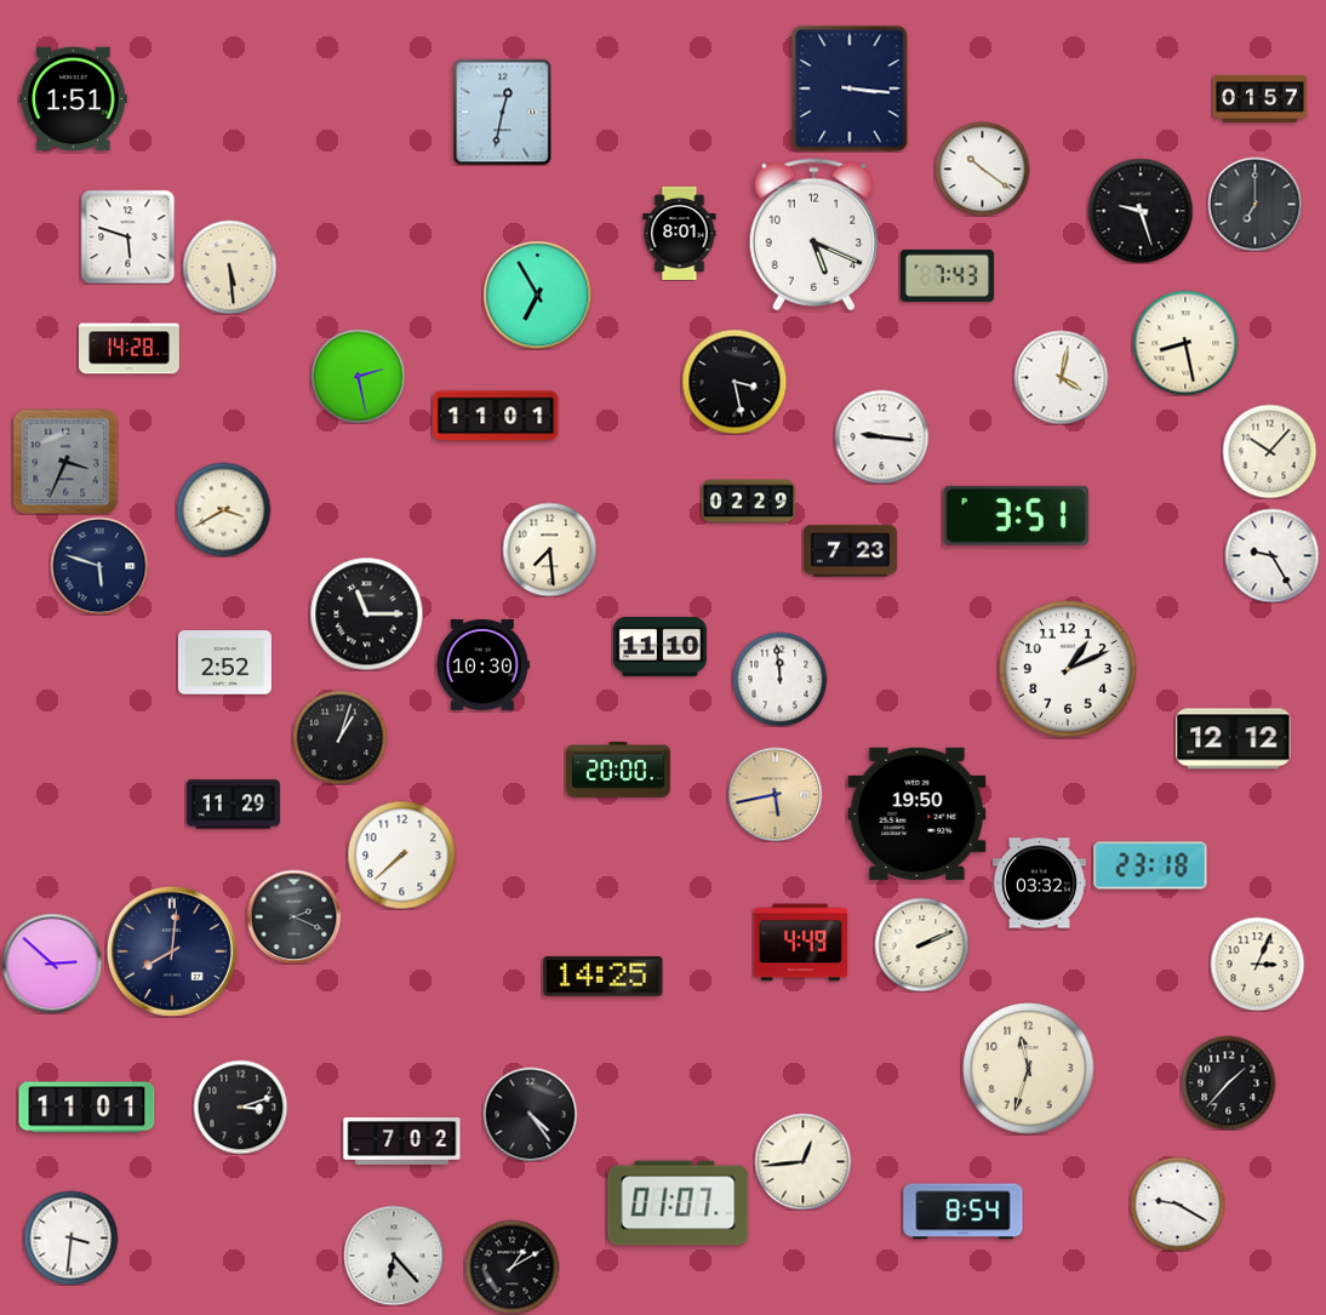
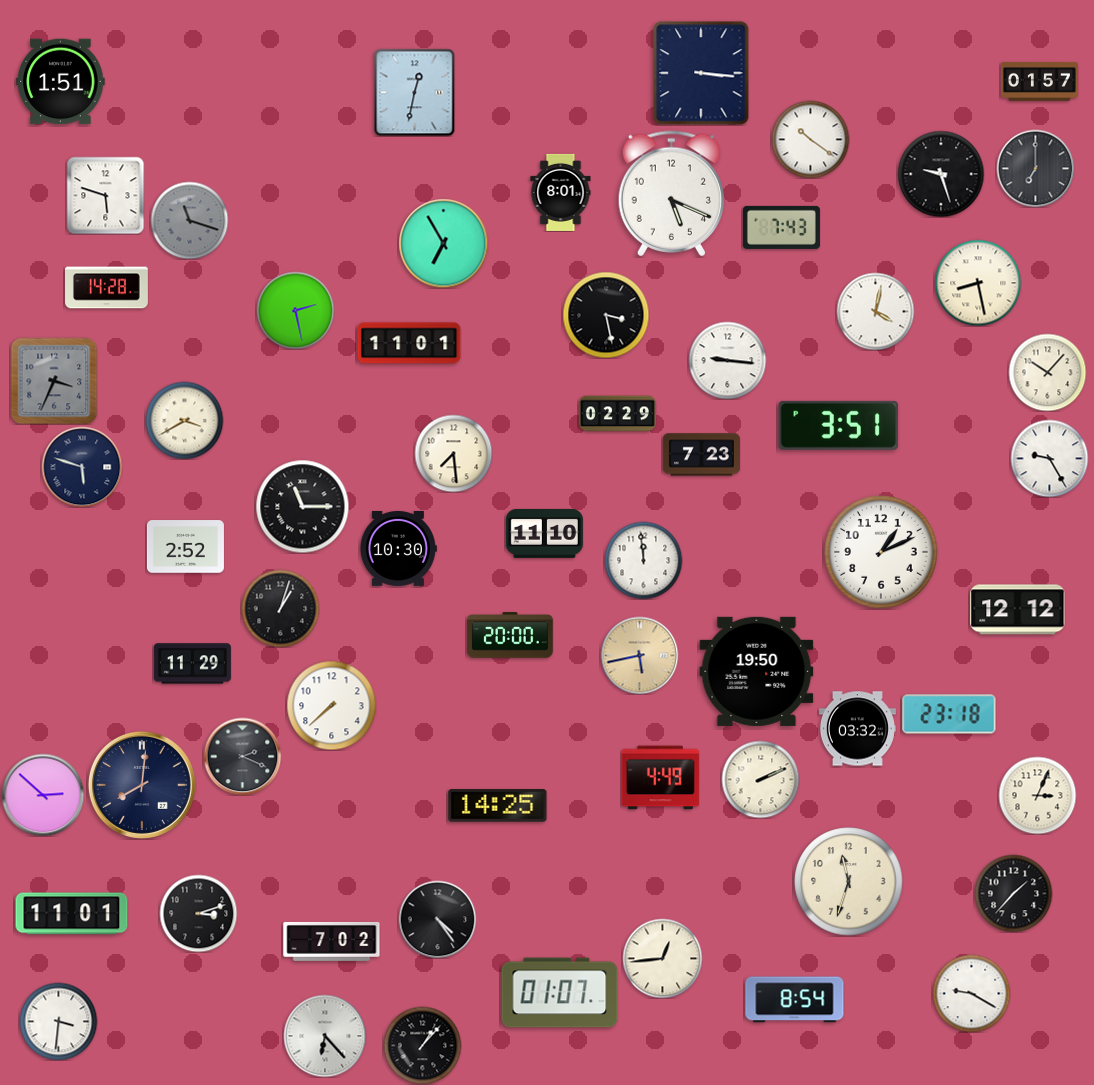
clock at (229, 267): 5:29 -> 11:18
clock at (229, 267) dial: cream -> grey
clock at (511, 1267): 1:10 -> 1:07
